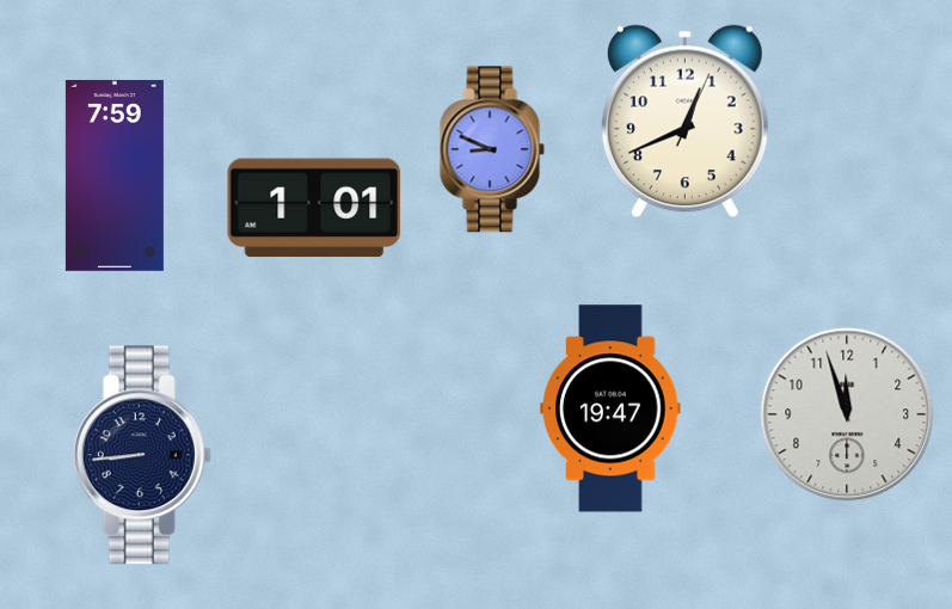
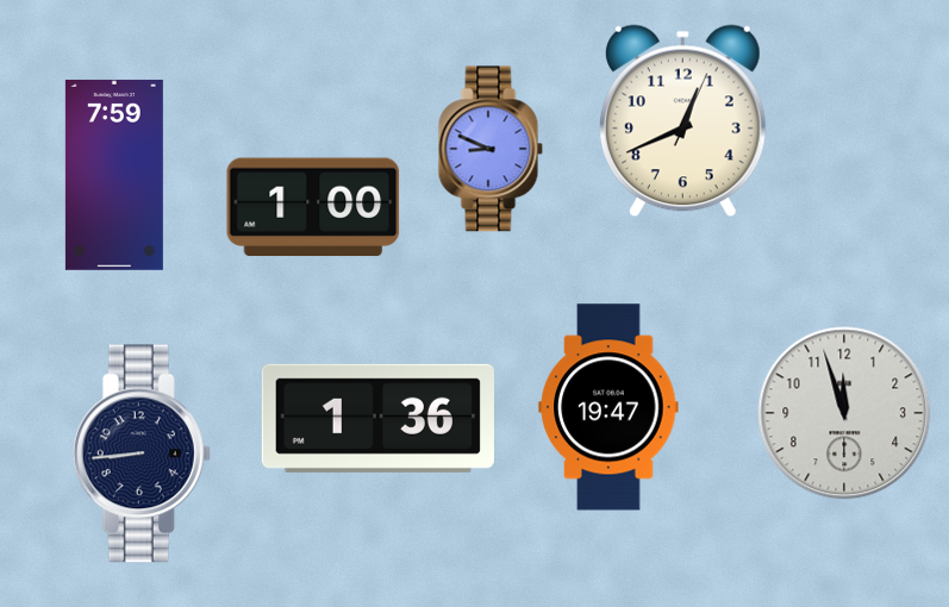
clock at (314, 208): 1:01 -> 1:00
clock at (377, 418): none -> 1:36
